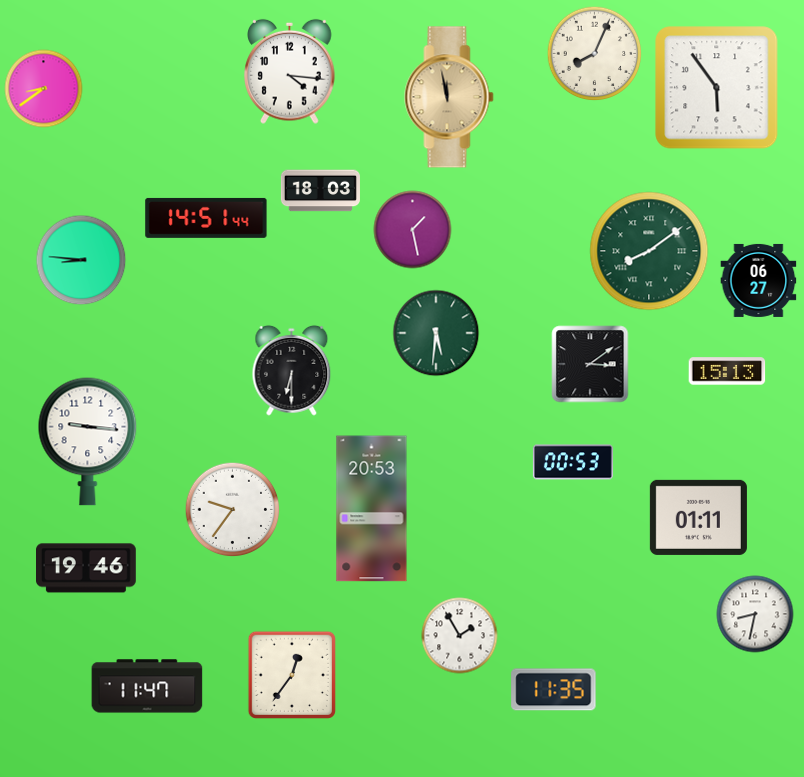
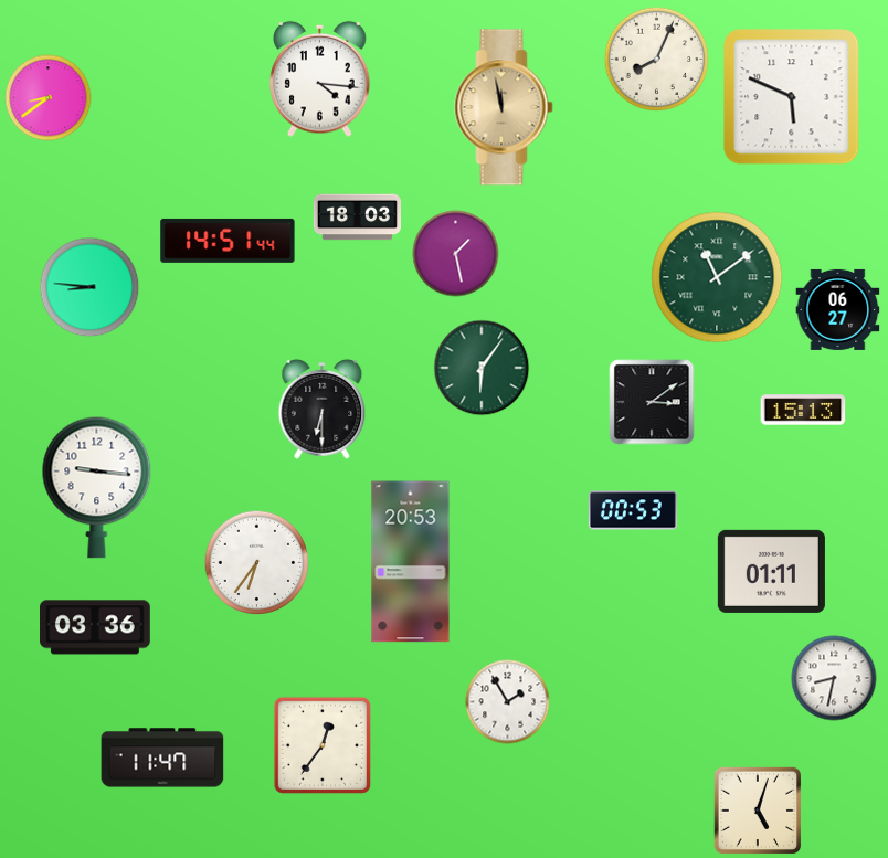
clock at (717, 88): 5:54 -> 5:49
clock at (449, 97) position: (449, 97) -> (504, 107)
clock at (320, 191) position: (320, 191) -> (357, 218)
clock at (649, 251): 8:09 -> 11:09
clock at (436, 333): 5:31 -> 6:06
clock at (233, 510): 9:36 -> 6:36
clock at (87, 568): 19:46 -> 03:36
clock at (554, 690): 11:35 -> none
clock at (757, 809): none -> 5:03
